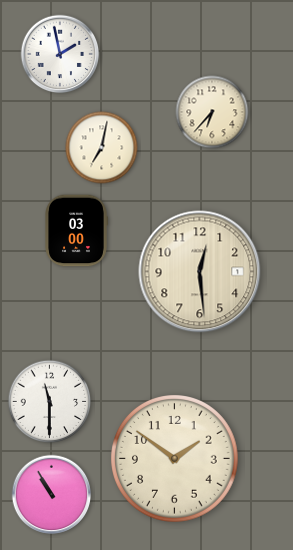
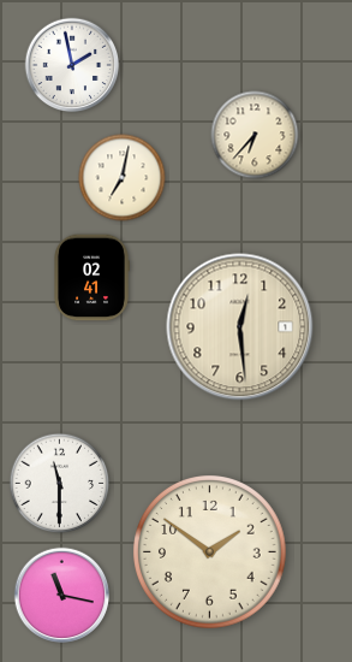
clock at (76, 231): 03:00 -> 02:41
clock at (52, 495): 10:55 -> 11:17
